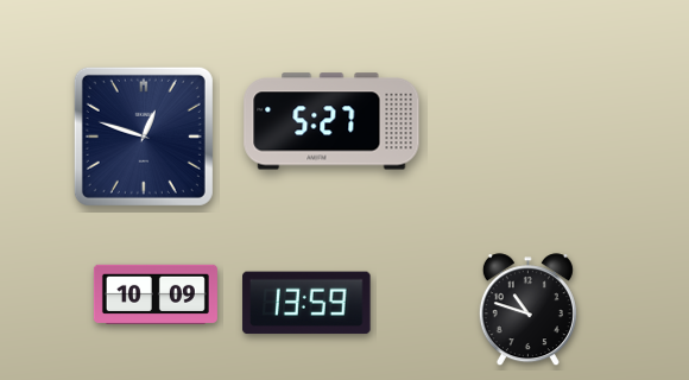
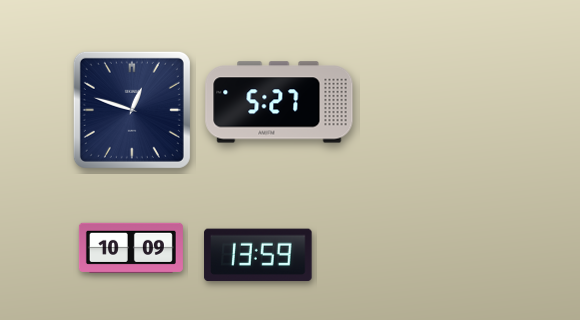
clock at (144, 137) position: (144, 137) -> (132, 110)
clock at (527, 310): 10:48 -> none
